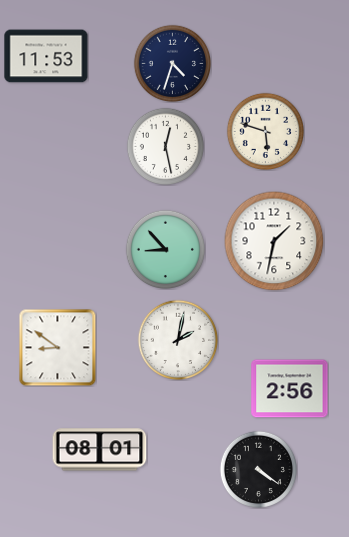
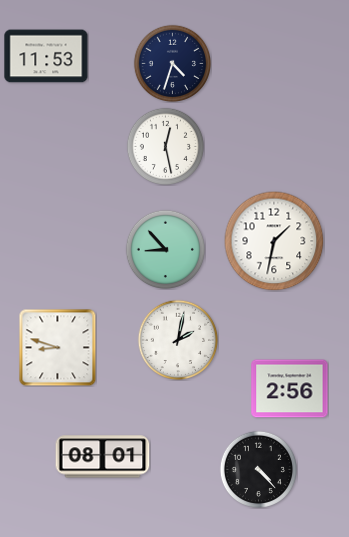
clock at (265, 131): 5:48 -> none
clock at (57, 347): 8:51 -> 8:48
clock at (100, 450) position: (100, 450) -> (103, 457)
clock at (258, 469): 4:21 -> 4:23
